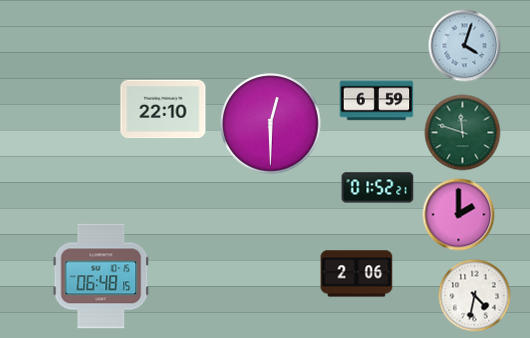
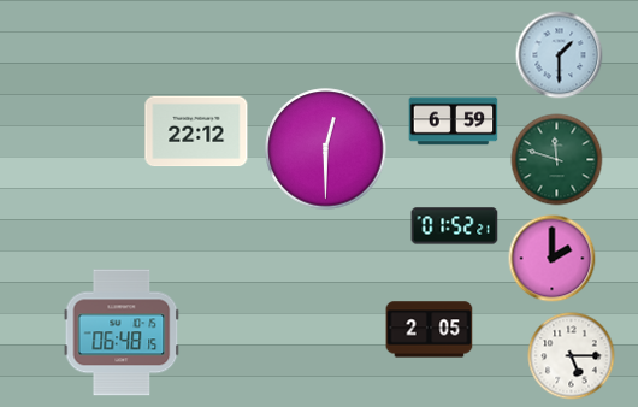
clock at (465, 46): 4:03 -> 1:30
clock at (163, 109): 22:10 -> 22:12
clock at (357, 274): 2:06 -> 2:05
clock at (475, 296): 4:32 -> 5:15
